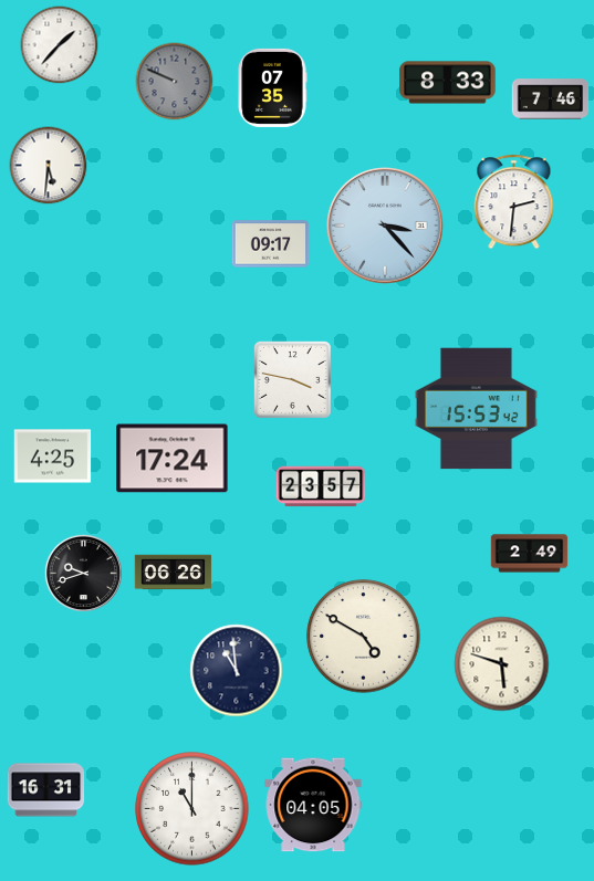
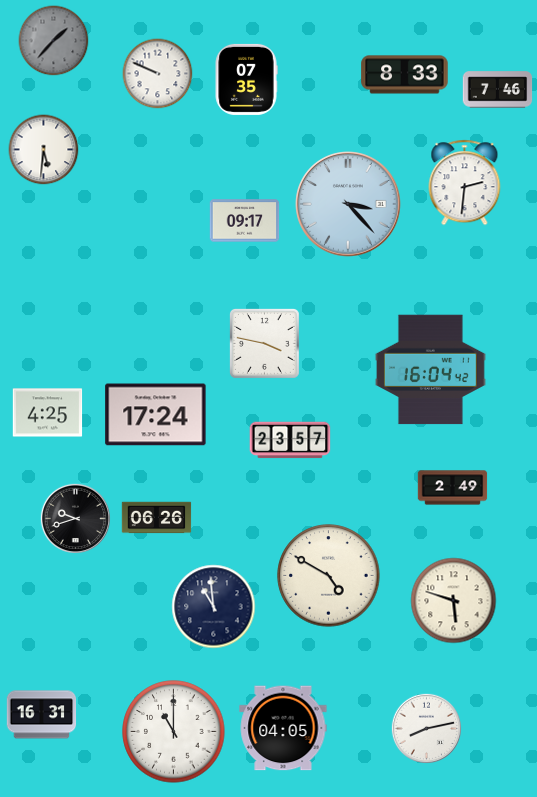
clock at (60, 45) dial: white -> grey
clock at (175, 82) dial: grey -> white
clock at (477, 409): 15:53 -> 16:04
clock at (530, 554) position: (530, 554) -> (453, 488)
clock at (426, 728): none -> 8:13
